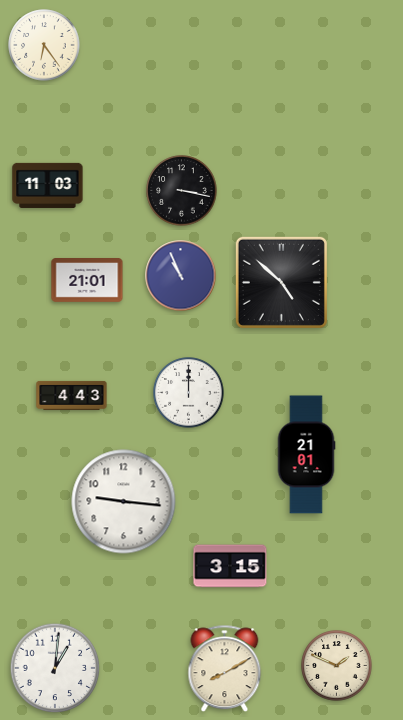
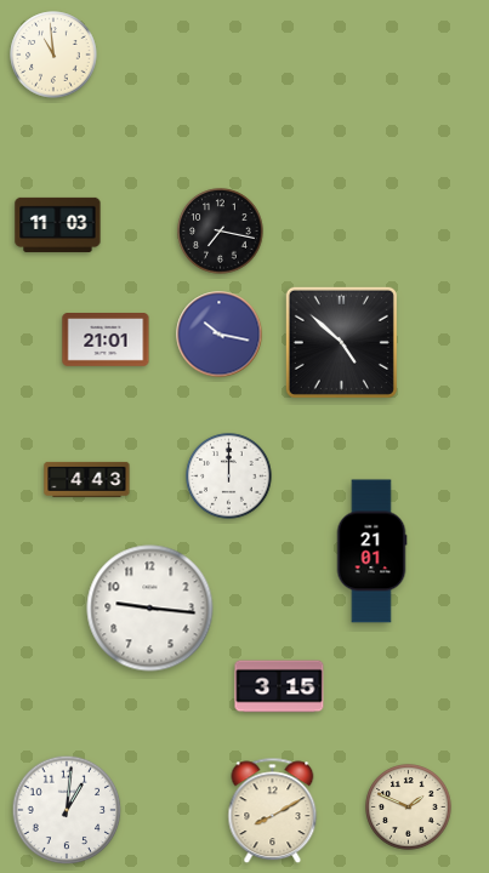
clock at (44, 45): 6:24 -> 10:59
clock at (182, 191): 3:17 -> 7:17
clock at (181, 276): 10:56 -> 10:17
